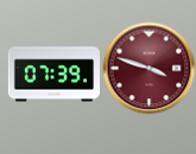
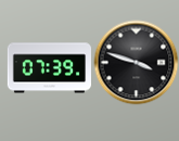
clock at (148, 68) dial: burgundy -> black
